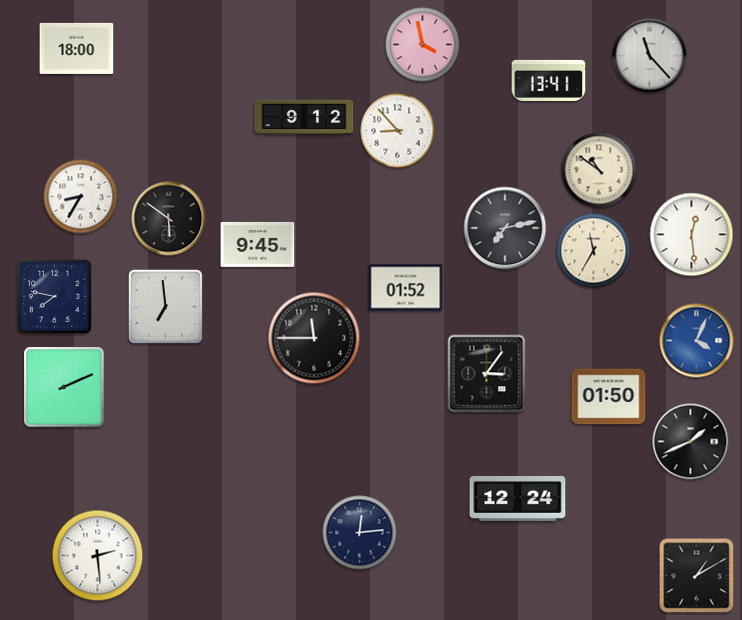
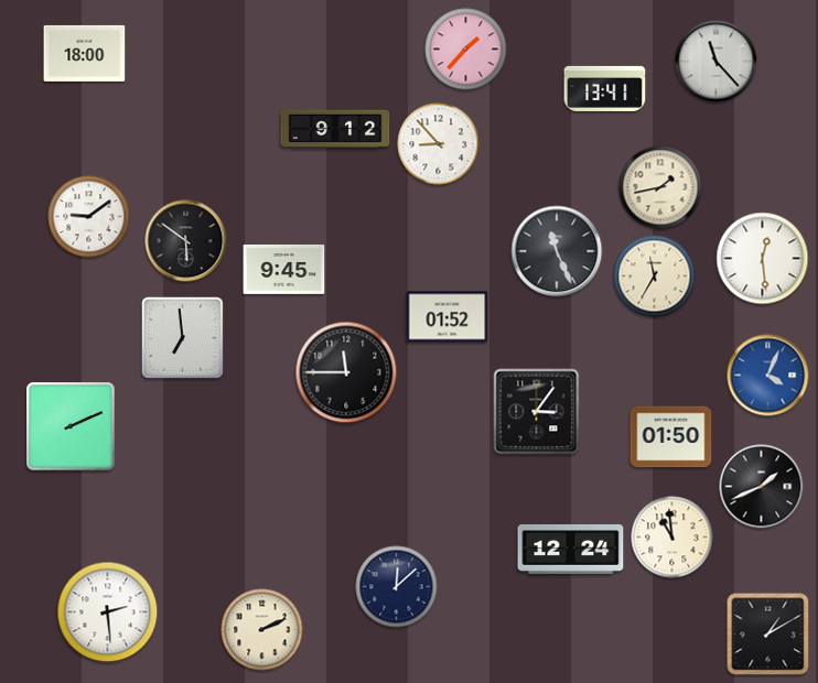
clock at (423, 45): 3:58 -> 1:37
clock at (599, 170): 10:51 -> 1:43
clock at (81, 197): 8:35 -> 9:09
clock at (505, 228): 7:13 -> 11:26
clock at (55, 297): 7:47 -> none
clock at (672, 538): none -> 10:59
clock at (360, 533): 12:14 -> 12:08
clock at (262, 630): none -> 2:11
